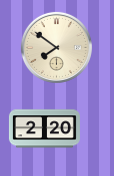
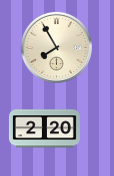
clock at (56, 47): 7:51 -> 7:55
